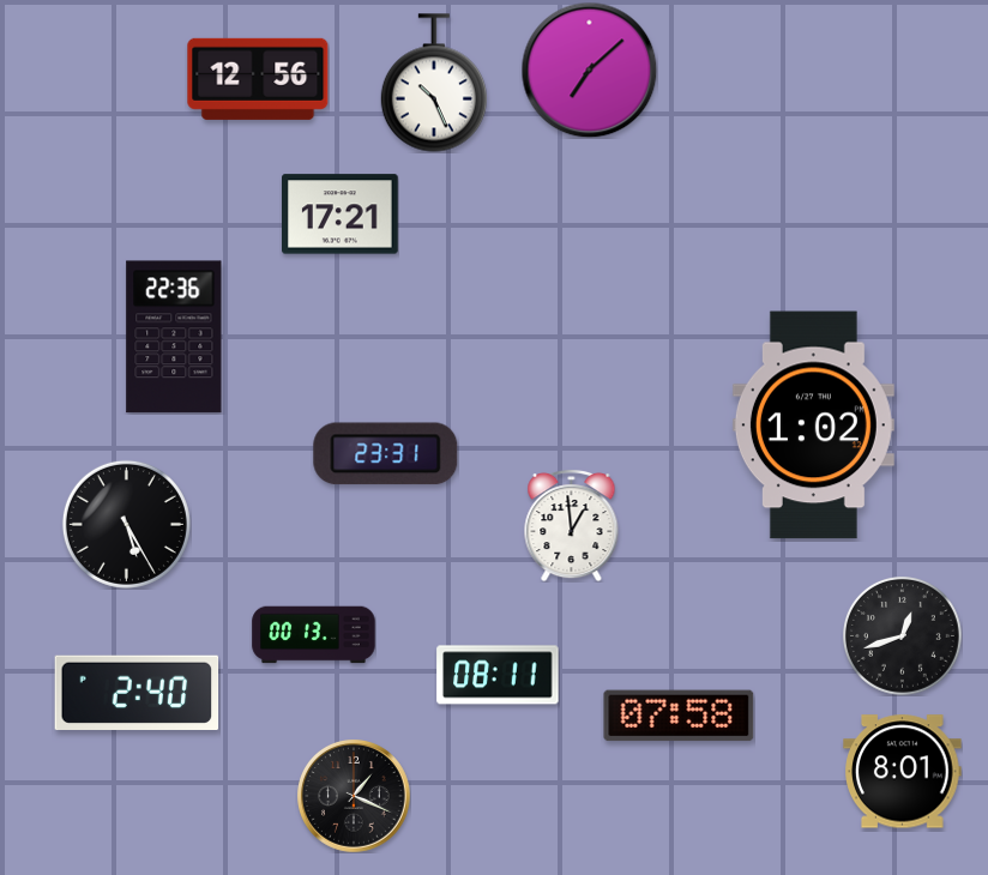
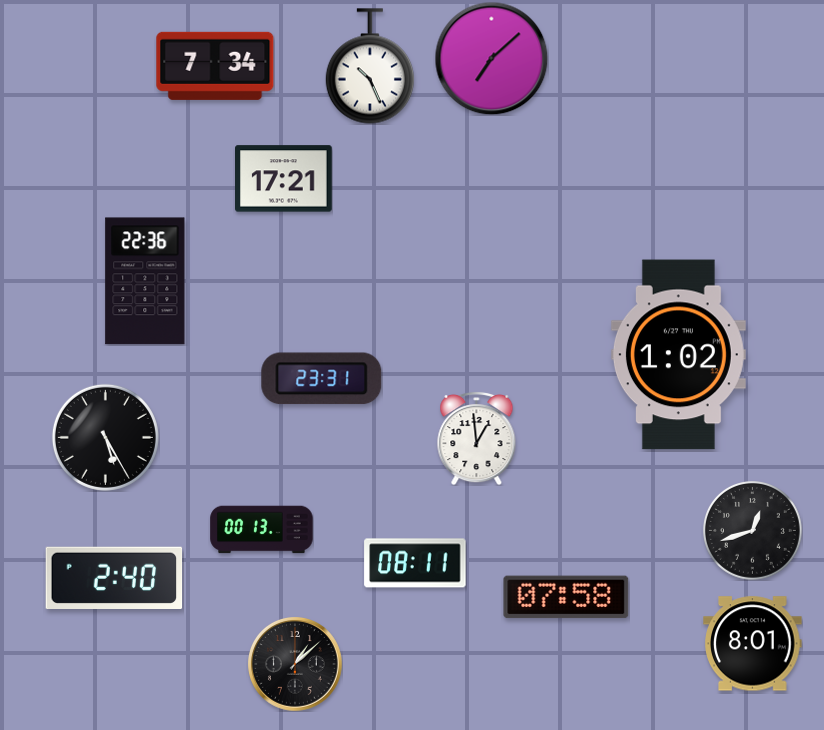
clock at (258, 79): 12:56 -> 7:34
clock at (434, 83) position: (434, 83) -> (370, 66)
clock at (354, 796): 1:19 -> 1:08
